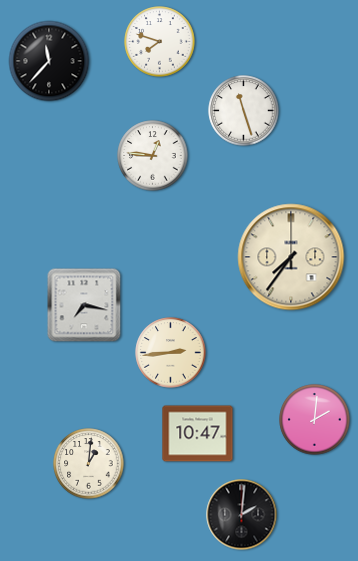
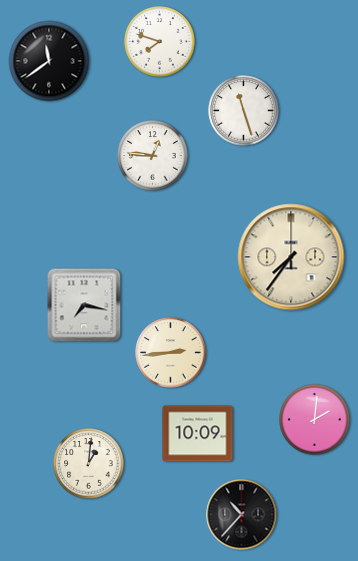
clock at (49, 61): 11:37 -> 11:39
clock at (198, 434): 10:47 -> 10:09
clock at (242, 515): 2:01 -> 10:37
